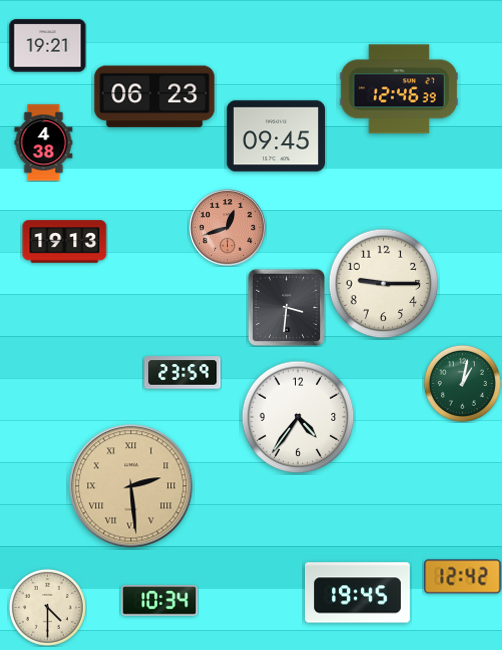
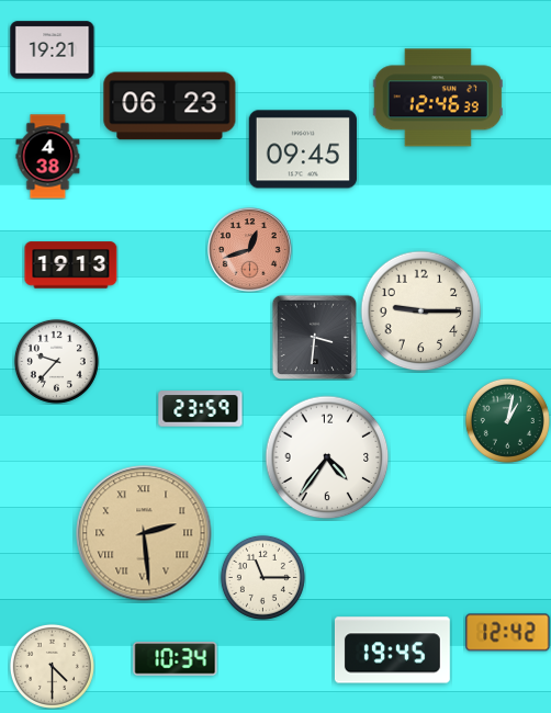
clock at (56, 361): none -> 9:37
clock at (262, 577): none -> 11:15
